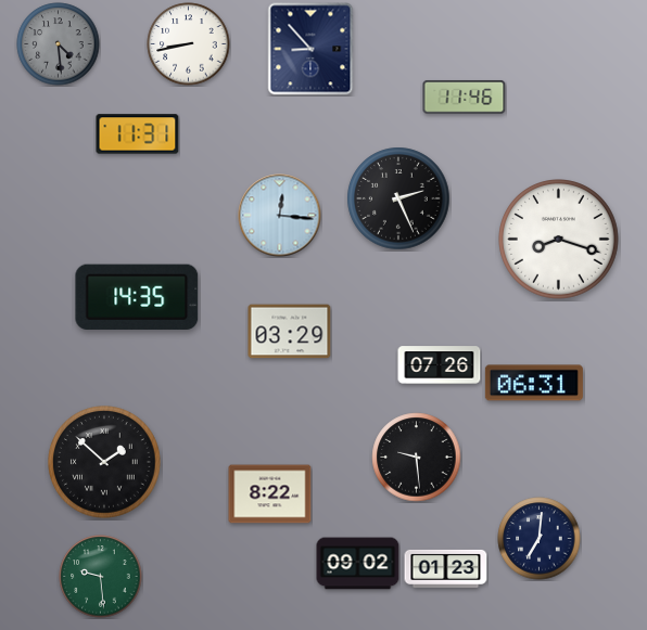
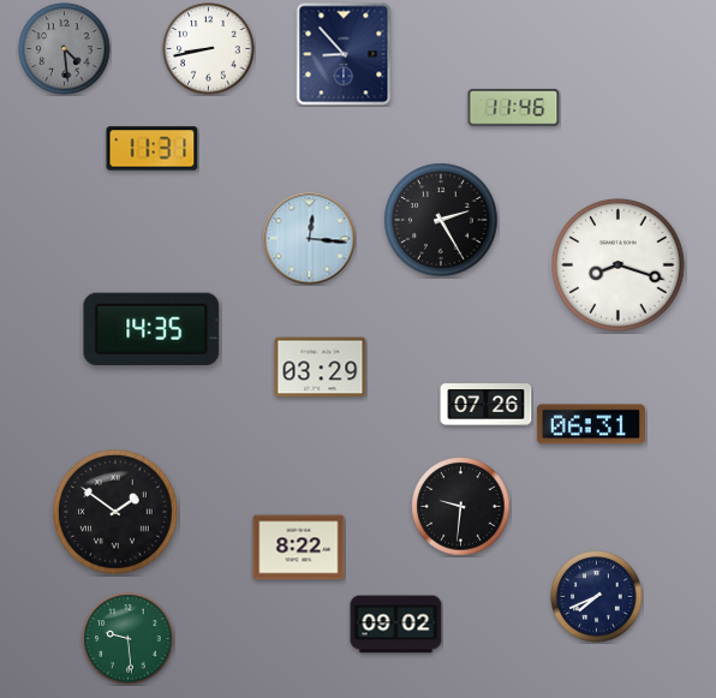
clock at (398, 198): 2:26 -> 2:25
clock at (417, 458): 9:29 -> 9:31
clock at (104, 462): 1:52 -> 1:51
clock at (540, 539): 7:01 -> 7:41
clock at (446, 568): 01:23 -> none
clock at (101, 577) position: (101, 577) -> (129, 639)
